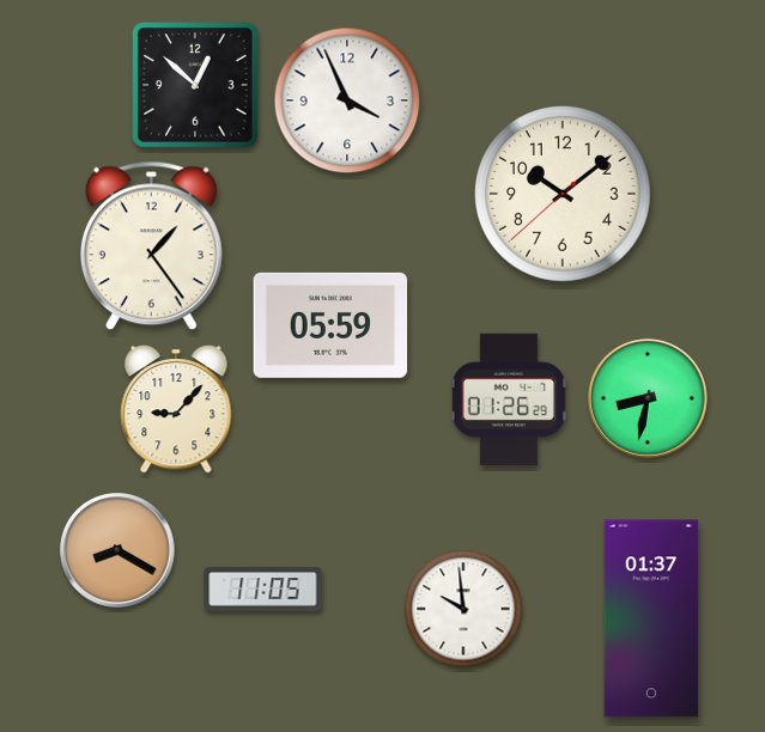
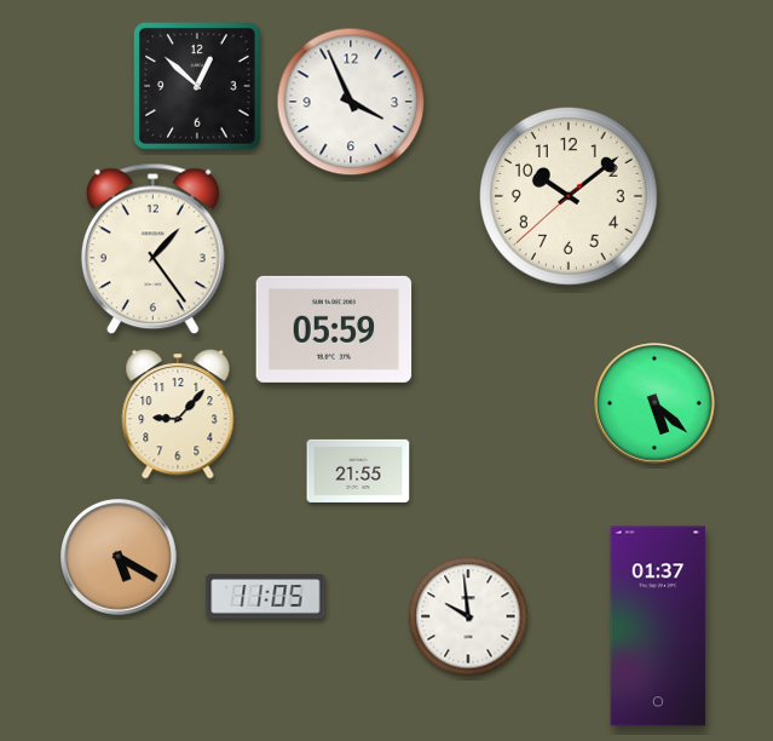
clock at (648, 398): 8:32 -> 5:22
clock at (509, 399): 01:26 -> none
clock at (358, 471): none -> 21:55
clock at (117, 550): 8:20 -> 5:20
